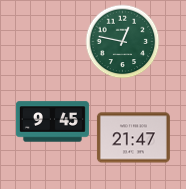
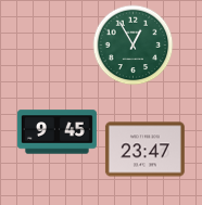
clock at (123, 42): 12:47 -> 12:55
clock at (133, 138): 21:47 -> 23:47
